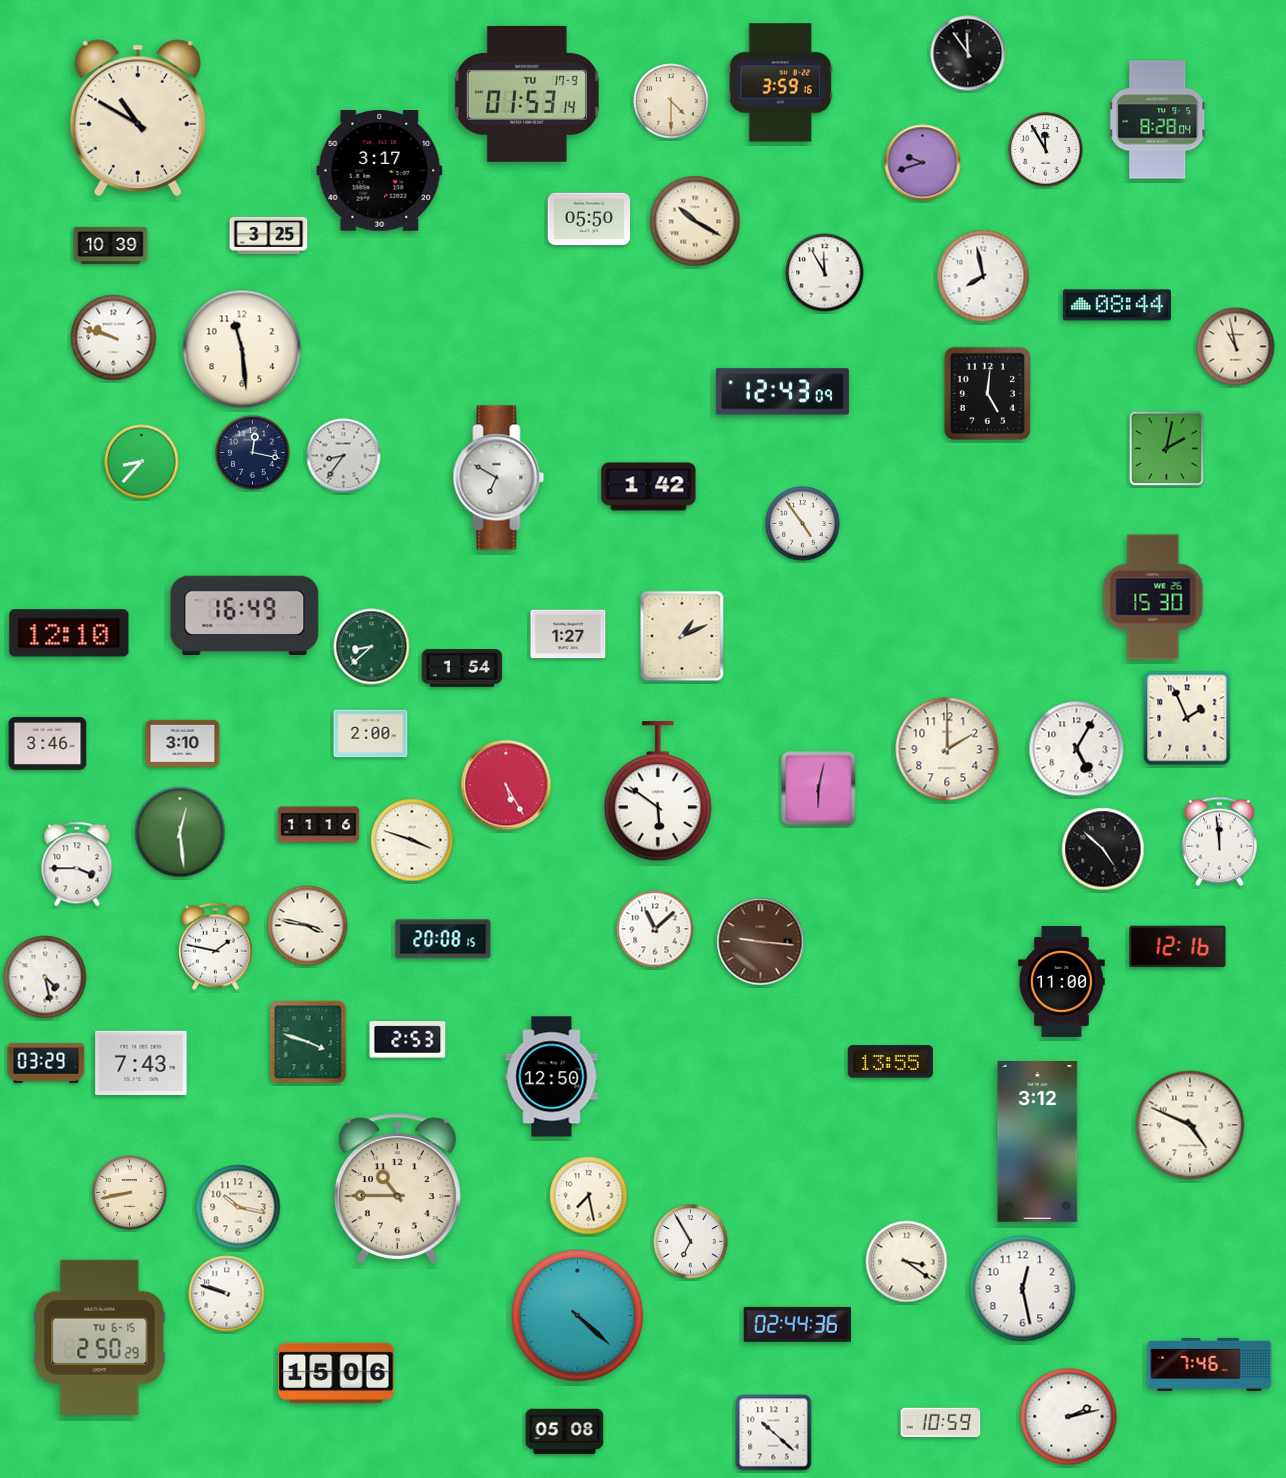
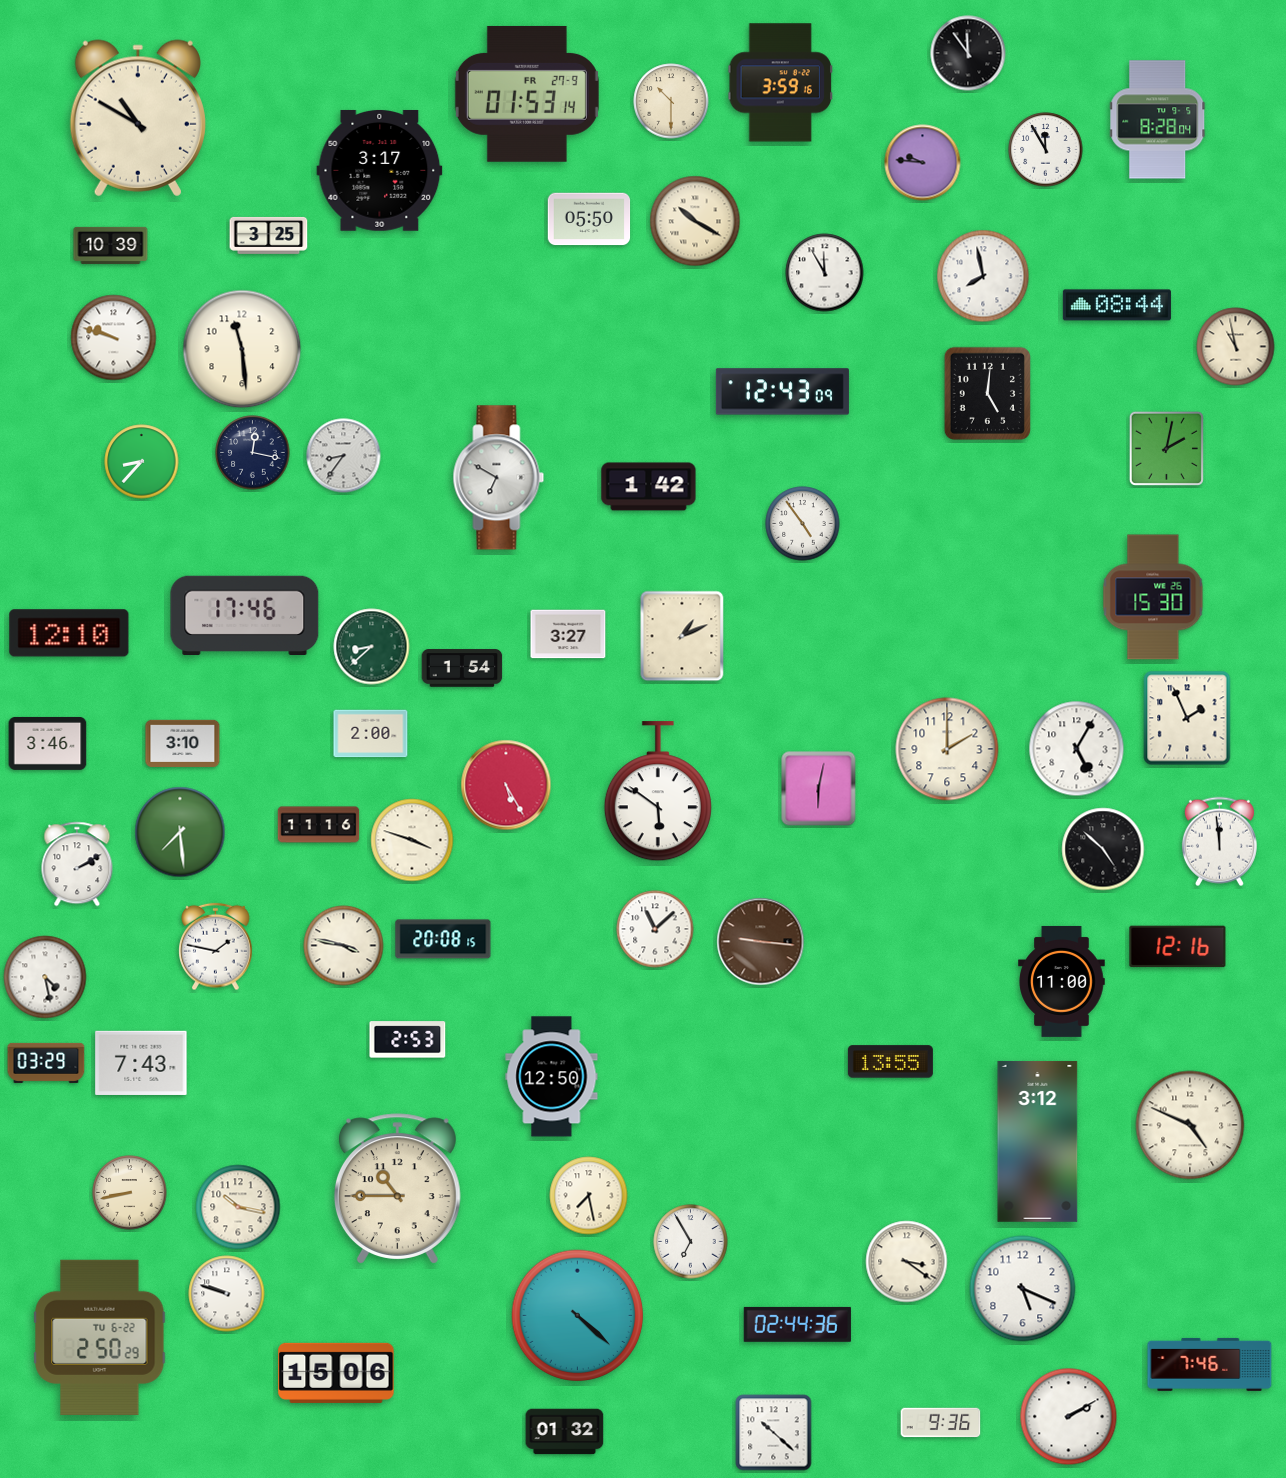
clock at (527, 94) date: TU 17-9 -> FR 27-9
clock at (671, 101): 4:30 -> 10:30
clock at (923, 163): 9:42 -> 9:46
clock at (245, 615): 16:49 -> 17:46
clock at (568, 634): 1:27 -> 3:27
clock at (180, 832): 12:29 -> 7:29
clock at (77, 864): 3:45 -> 2:10
clock at (308, 926) position: (308, 926) -> (344, 946)
clock at (308, 1042): 3:48 -> none
clock at (1023, 1289): 12:28 -> 5:19
clock at (100, 1337) date: TU 6-15 -> TU 6-22
clock at (1069, 1417): 2:13 -> 2:10
clock at (941, 1423): 10:59 -> 9:36
clock at (565, 1432): 05:08 -> 01:32
